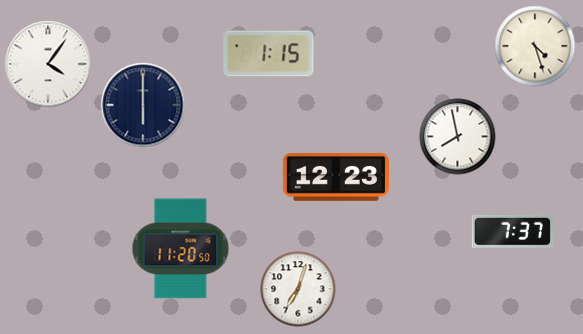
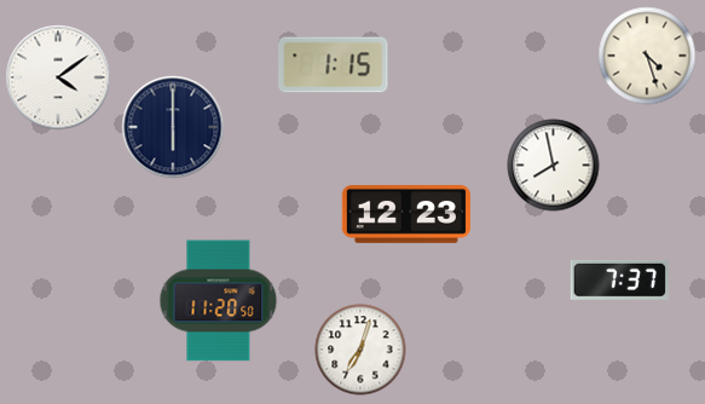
clock at (269, 54) position: (269, 54) -> (334, 65)
clock at (48, 64): 4:06 -> 4:09
